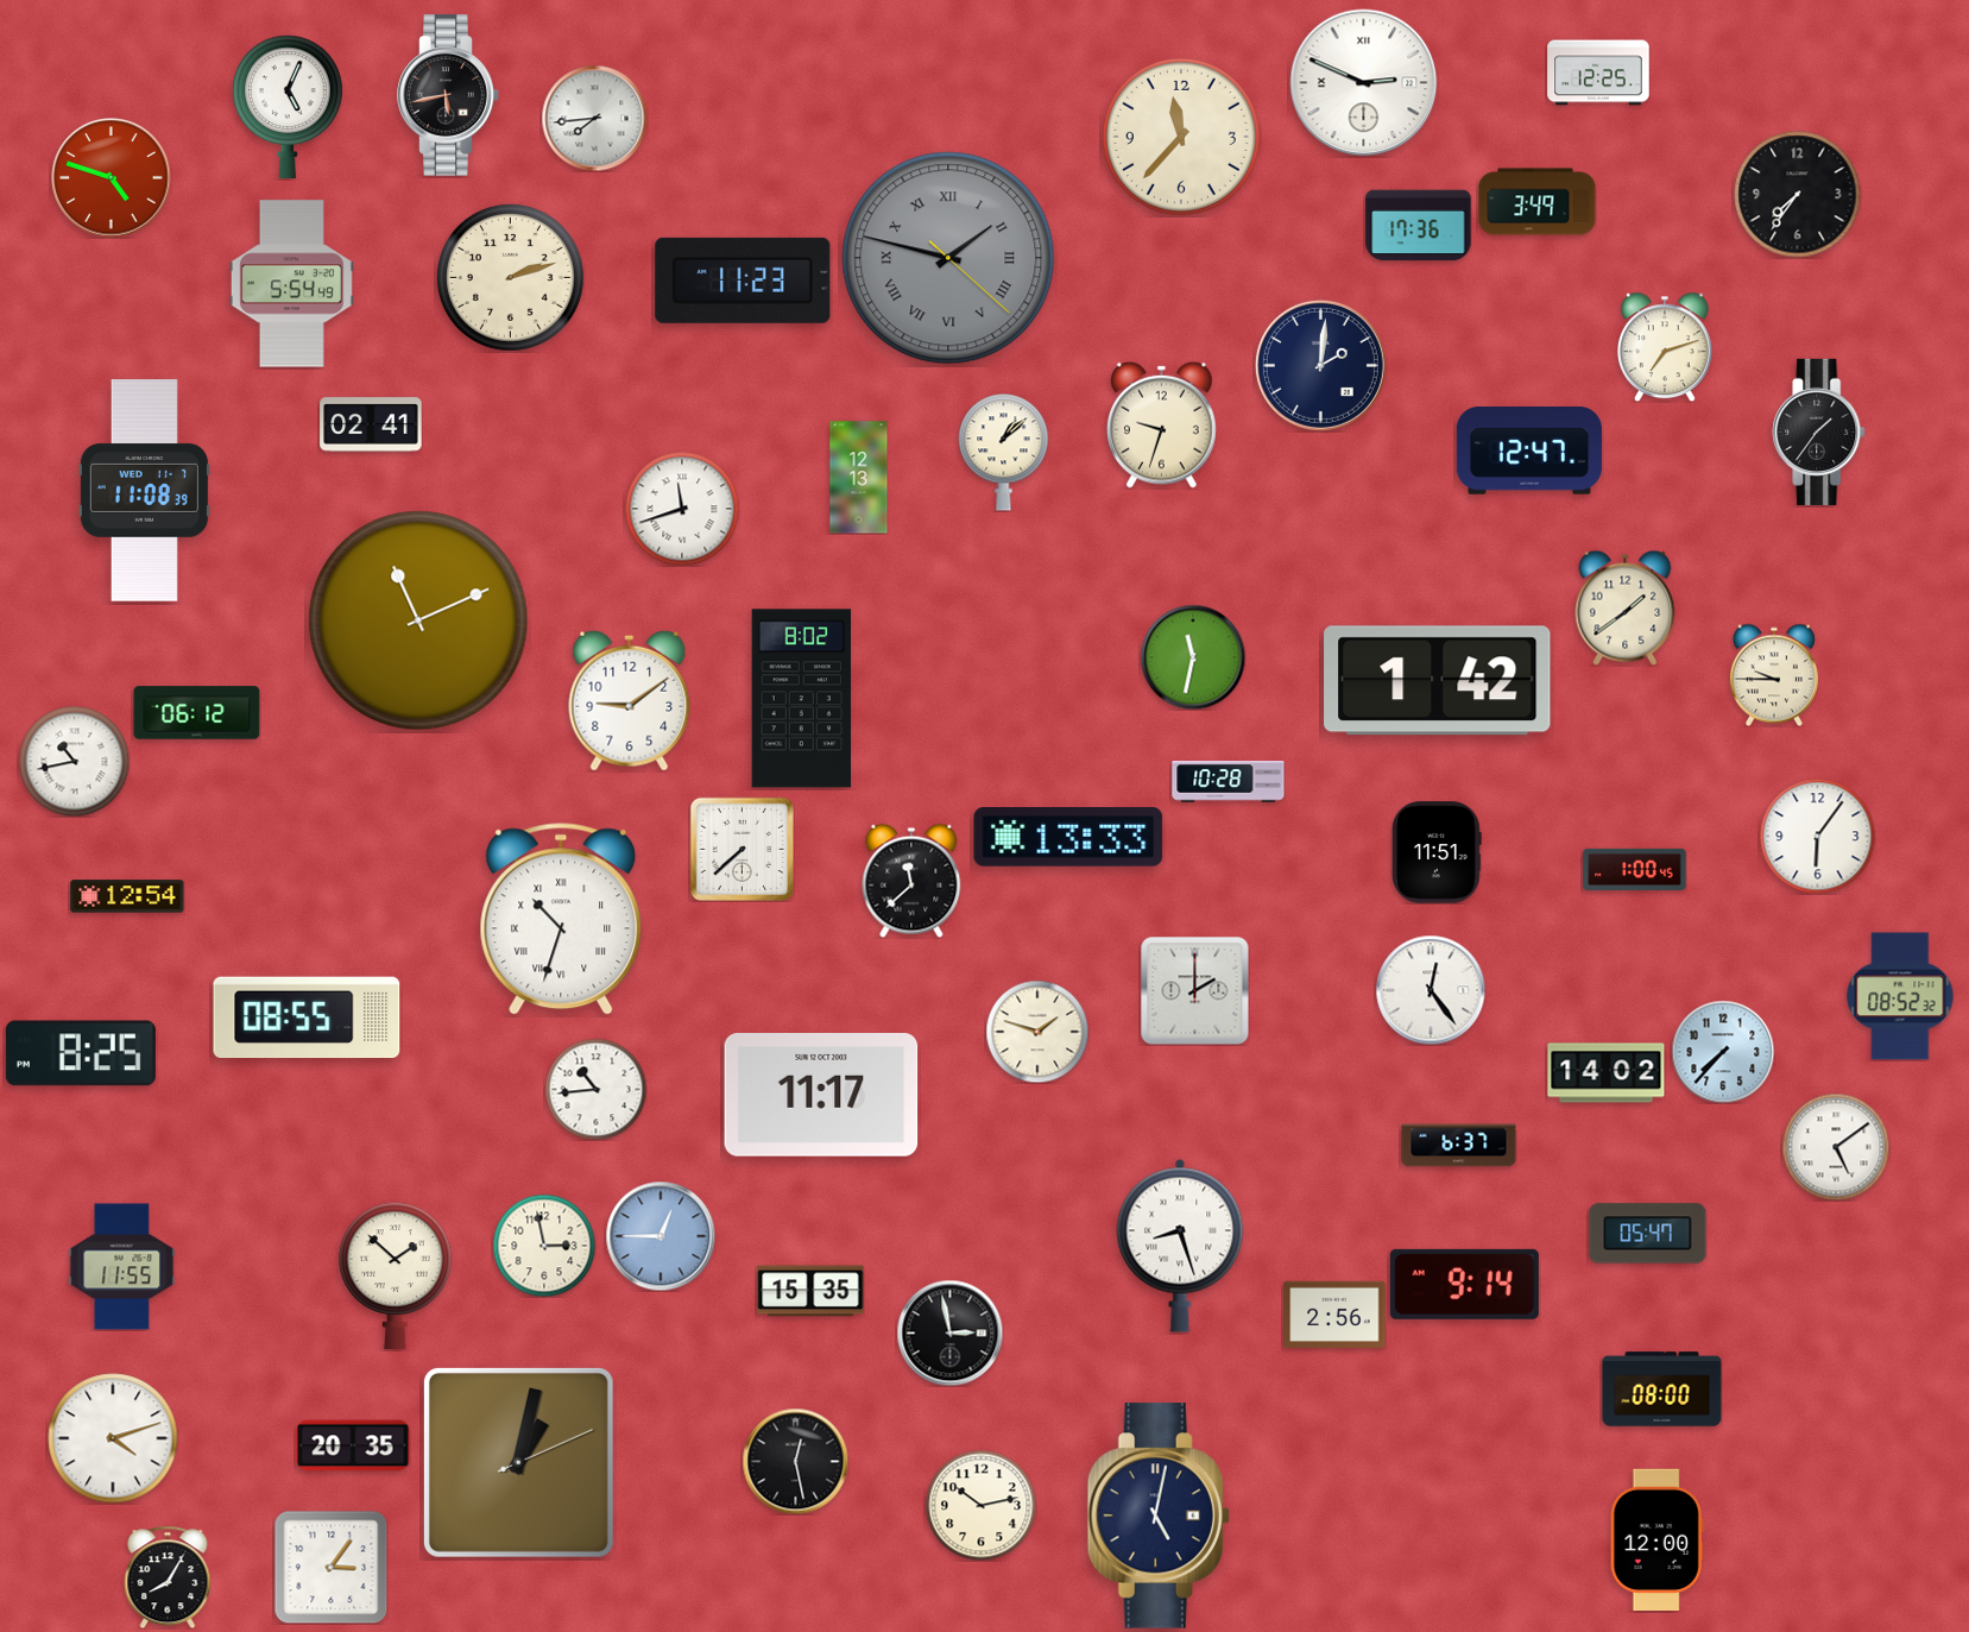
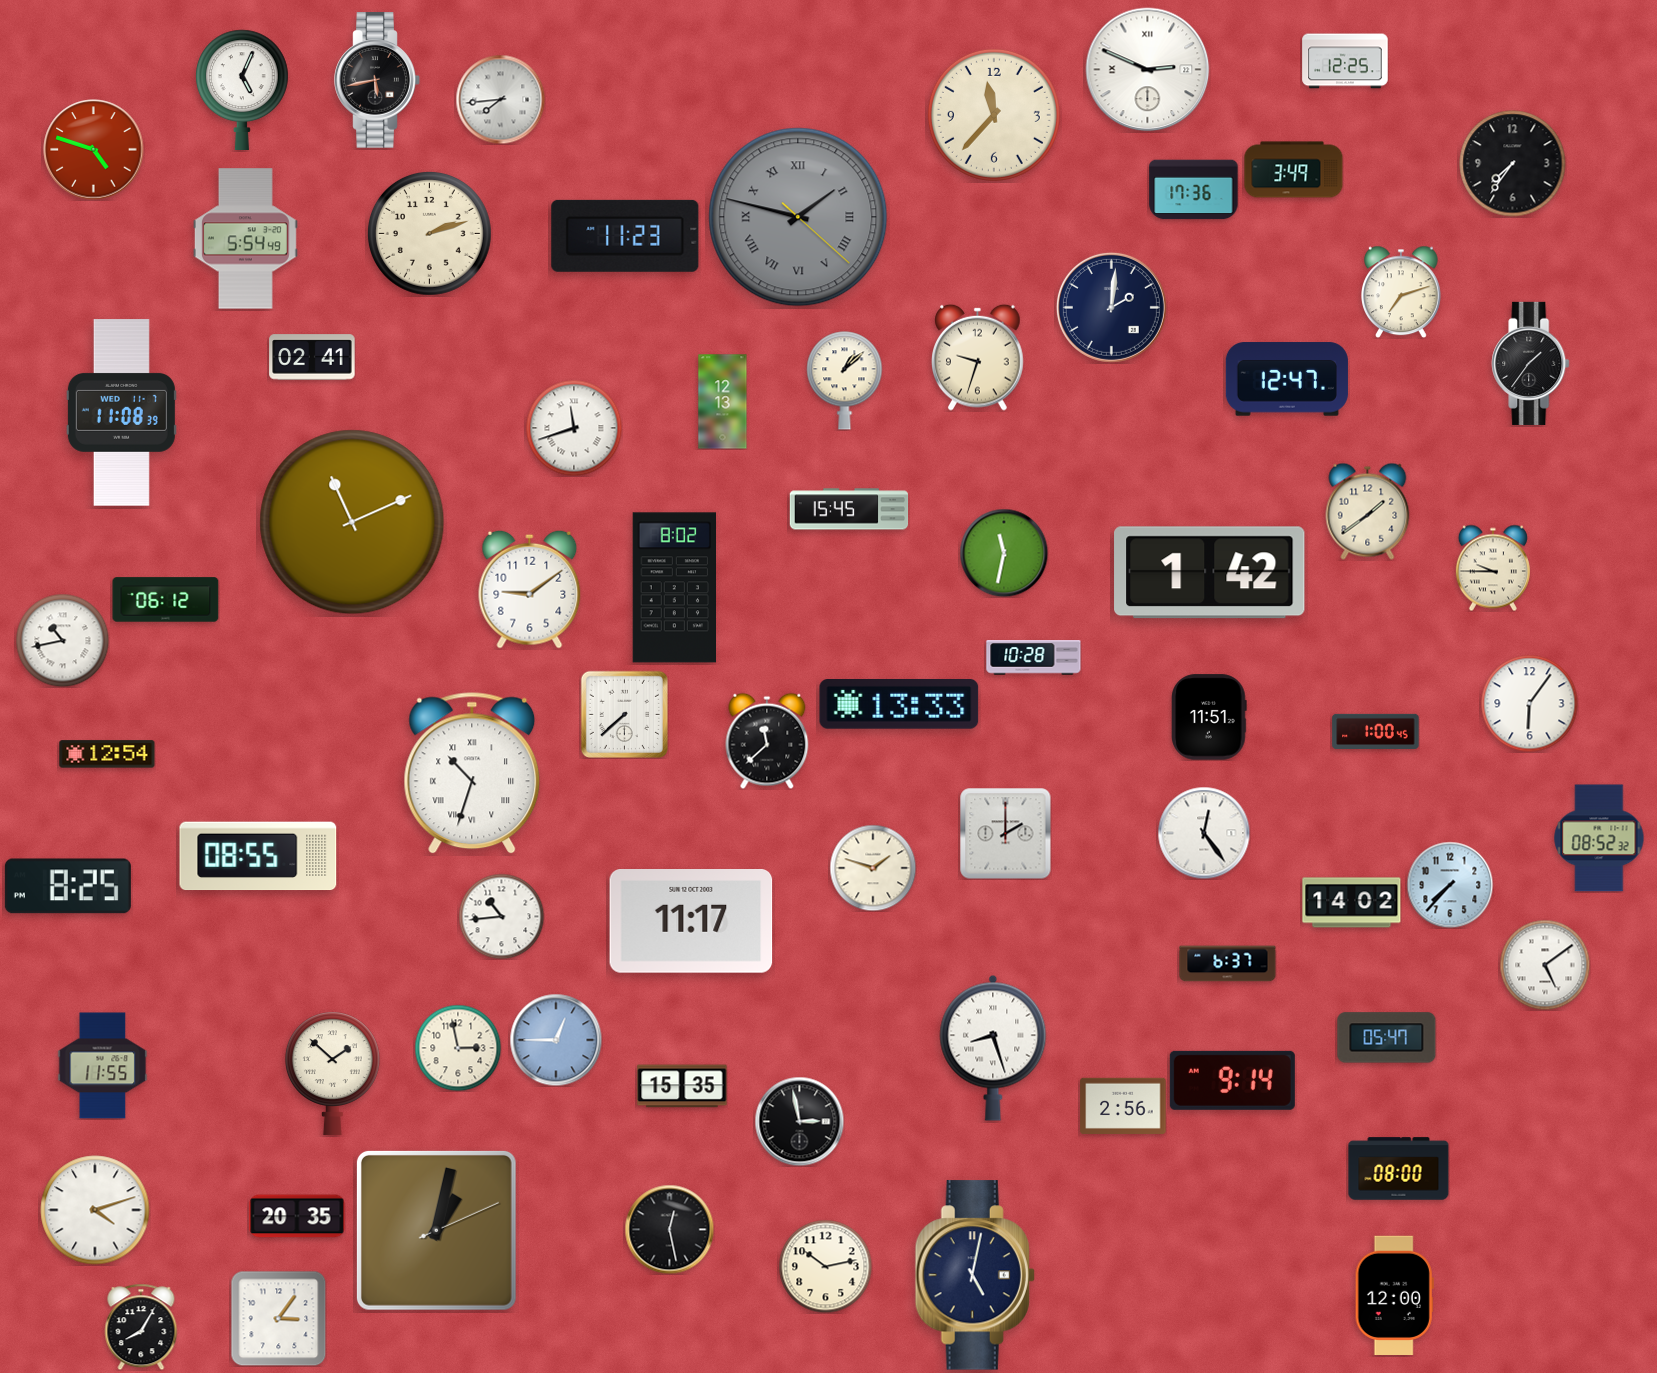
clock at (849, 509): none -> 15:45
